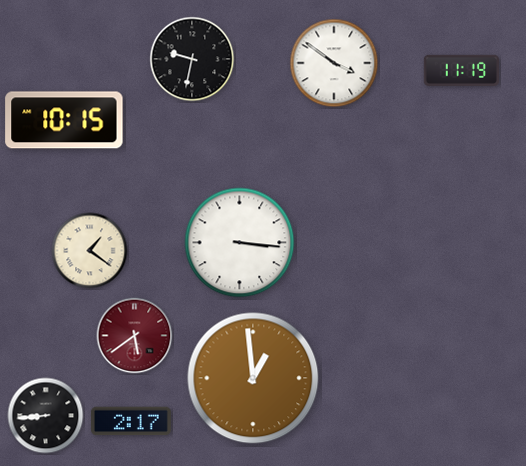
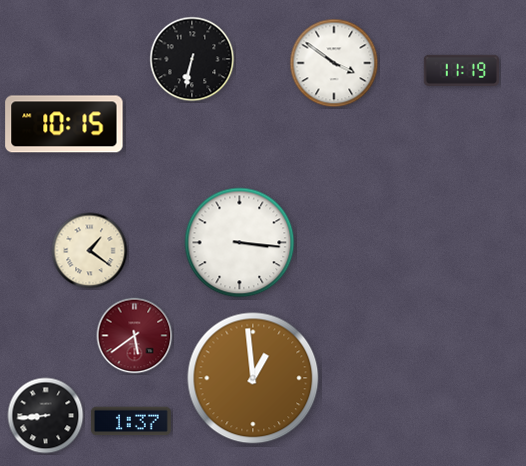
clock at (192, 59): 9:32 -> 6:32
clock at (64, 120) position: (64, 120) -> (64, 124)
clock at (131, 421): 2:17 -> 1:37
